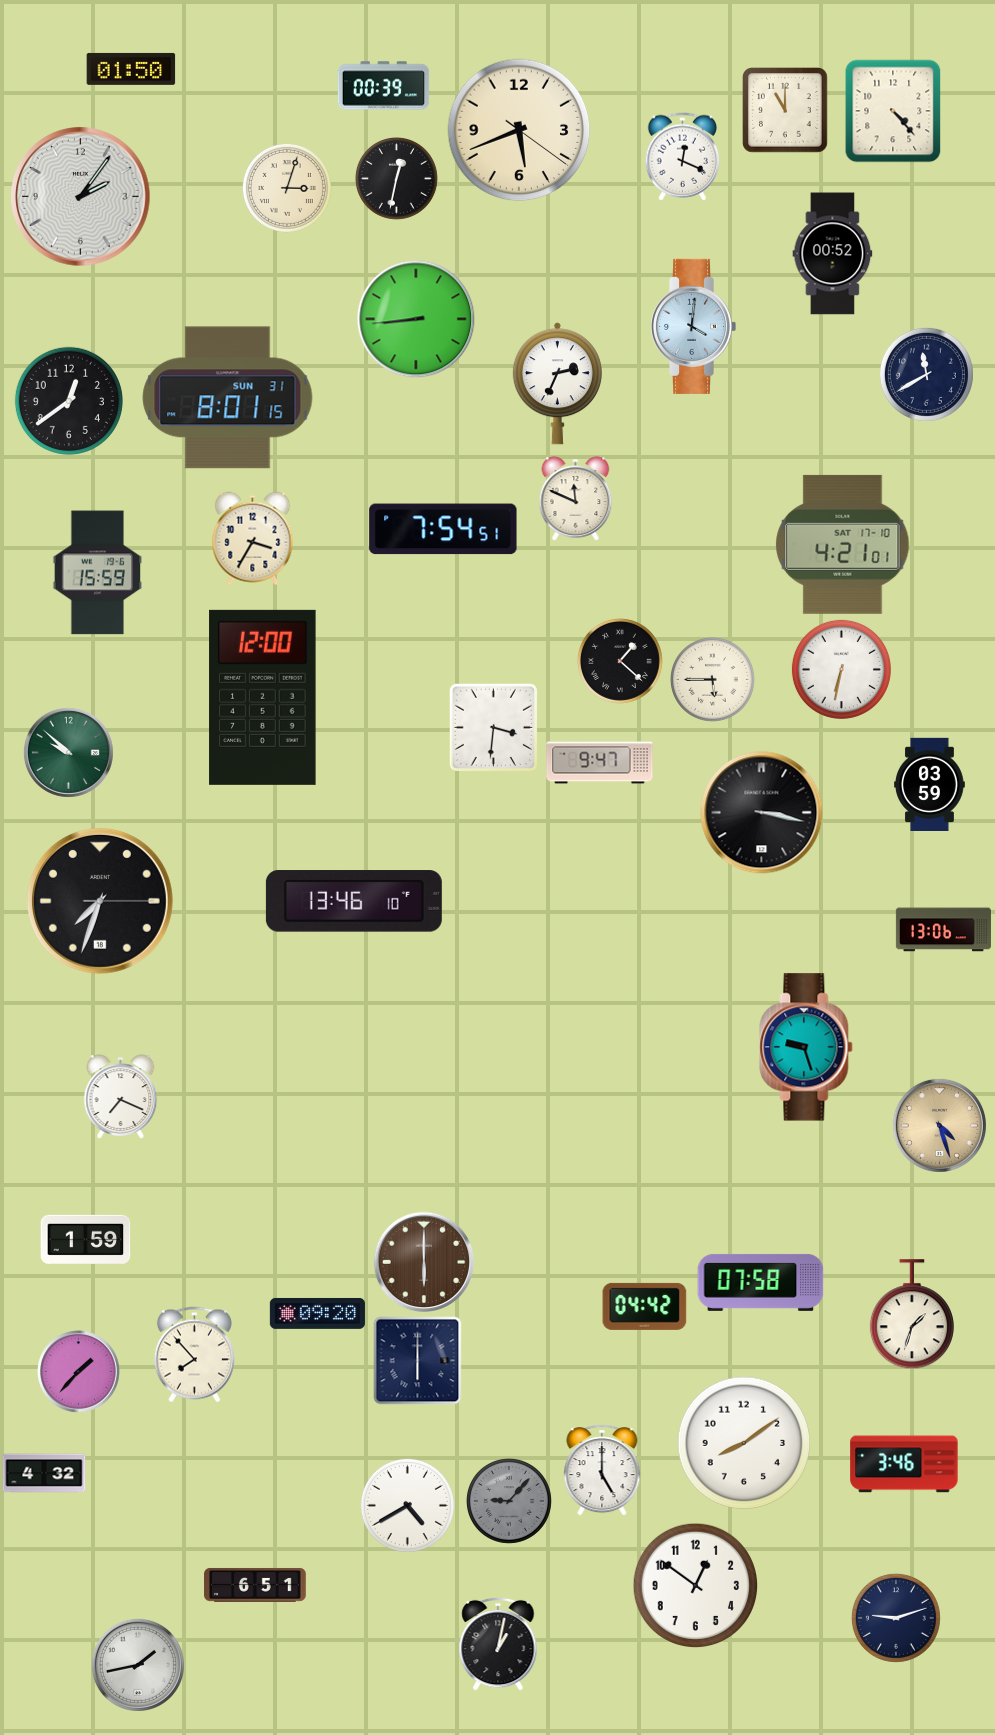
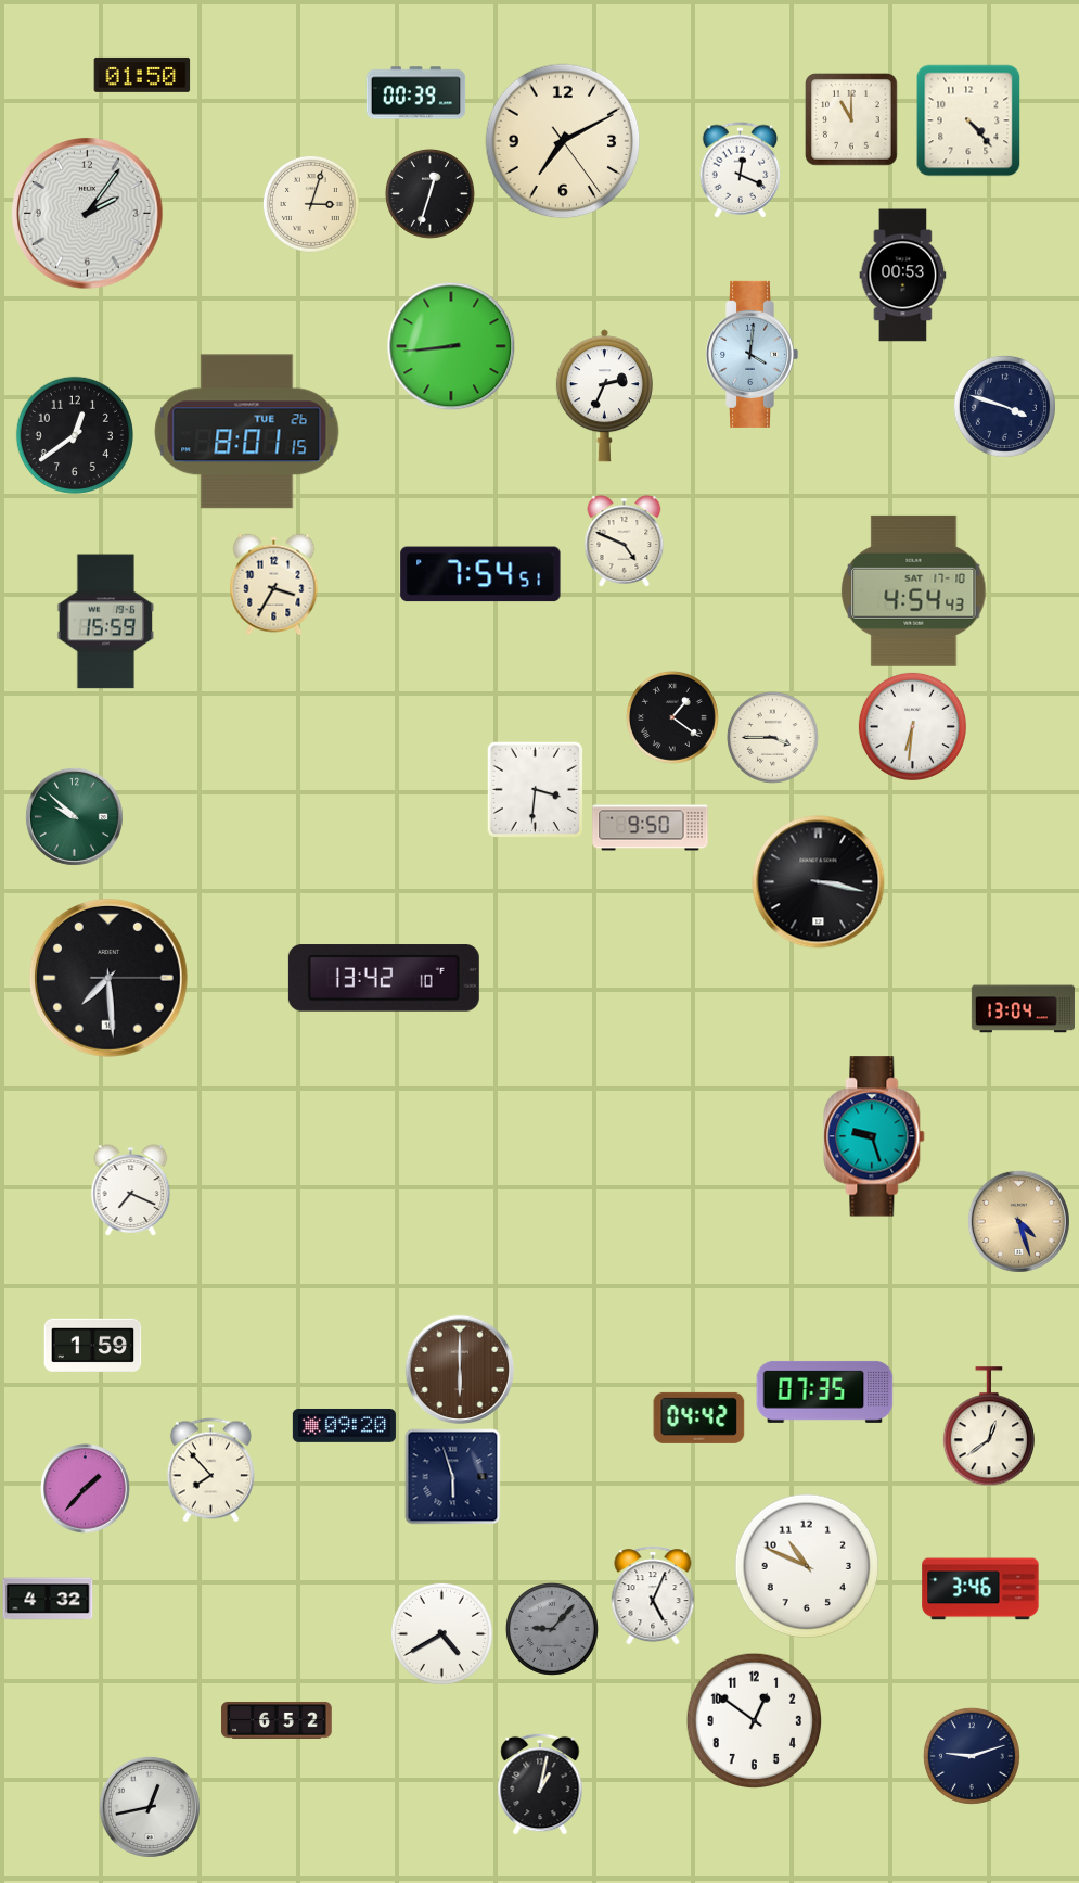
clock at (519, 130): 5:41 -> 7:10
clock at (396, 178): 12:32 -> 12:33
clock at (833, 254): 00:52 -> 00:53
clock at (926, 374): 11:40 -> 3:48
clock at (557, 384) position: (557, 384) -> (604, 396)
clock at (228, 398) date: SUN 31 -> TUE 26
clock at (576, 499): 11:49 -> 4:49
clock at (843, 544): 4:21 -> 4:54
clock at (620, 661): 1:22 -> 1:21
clock at (841, 669): 6:32 -> 6:31
clock at (712, 679): 5:45 -> 3:45
clock at (263, 697): 12:00 -> none
clock at (600, 763): 9:47 -> 9:50
clock at (930, 784): 03:59 -> none
clock at (762, 813) position: (762, 813) -> (819, 882)
clock at (100, 901): 7:33 -> 7:29
clock at (354, 901): 13:46 -> 13:42
clock at (943, 930): 13:06 -> 13:04
clock at (761, 1282): 07:58 -> 07:35
clock at (912, 1315): 1:33 -> 12:39
clock at (418, 1361): 6:00 -> 5:57
clock at (744, 1443): 8:09 -> 10:49
clock at (602, 1470): 5:00 -> 5:04
clock at (255, 1585): 6:51 -> 6:52
clock at (138, 1665): 1:43 -> 12:43
